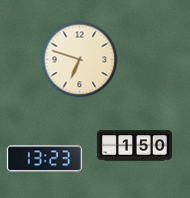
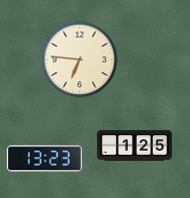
clock at (80, 60): 6:48 -> 6:46
clock at (134, 146): 1:50 -> 1:25
